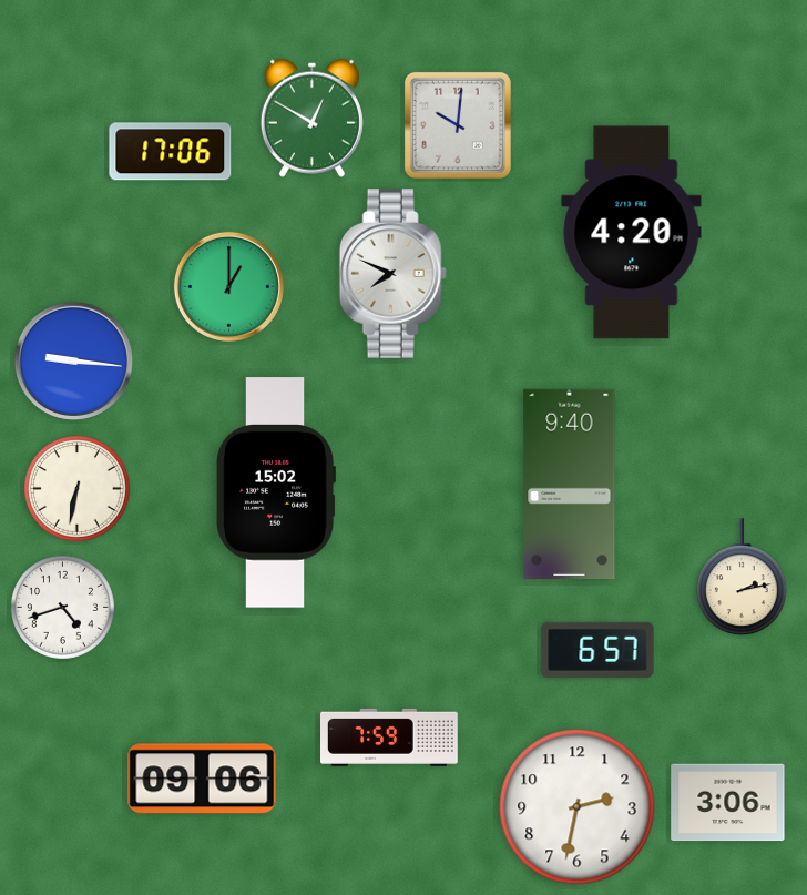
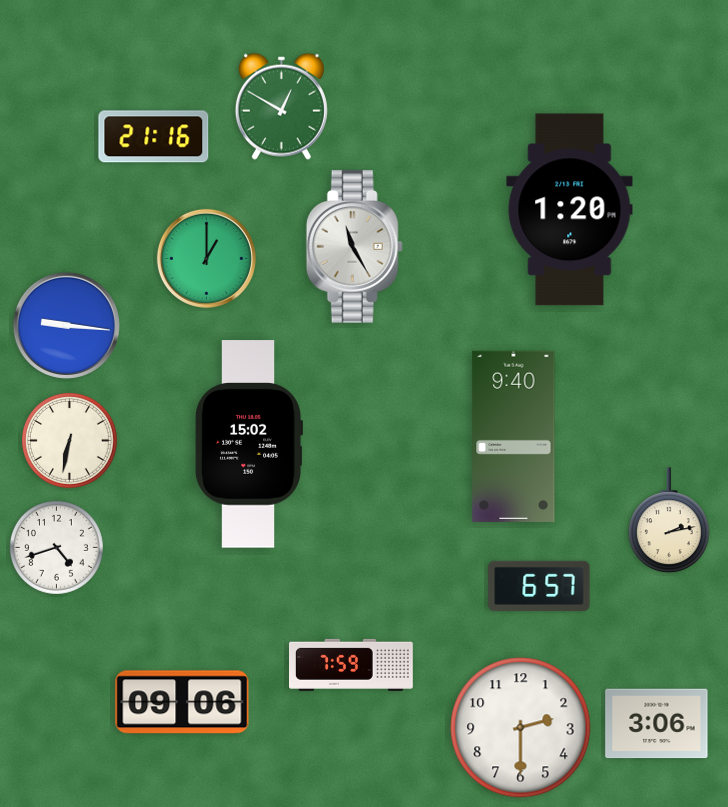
clock at (458, 125): 10:01 -> none
clock at (171, 152): 17:06 -> 21:16
clock at (632, 233): 4:20 -> 1:20
clock at (392, 274): 7:49 -> 11:25
clock at (578, 807): 2:32 -> 2:30
